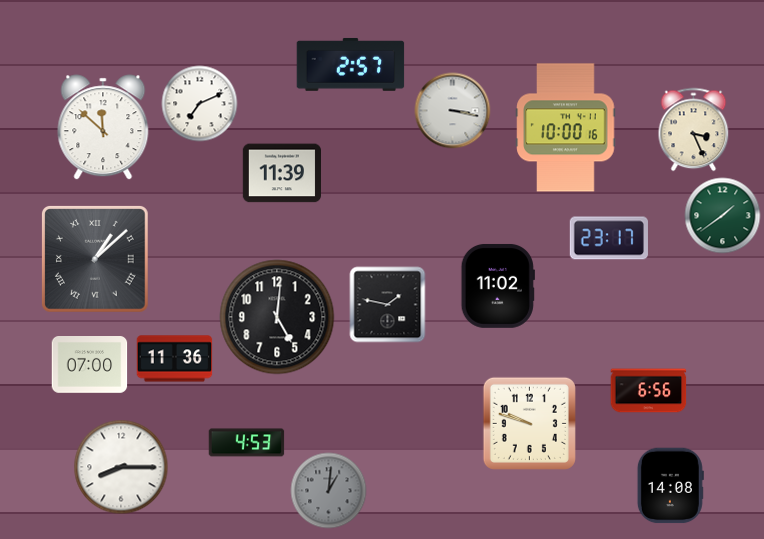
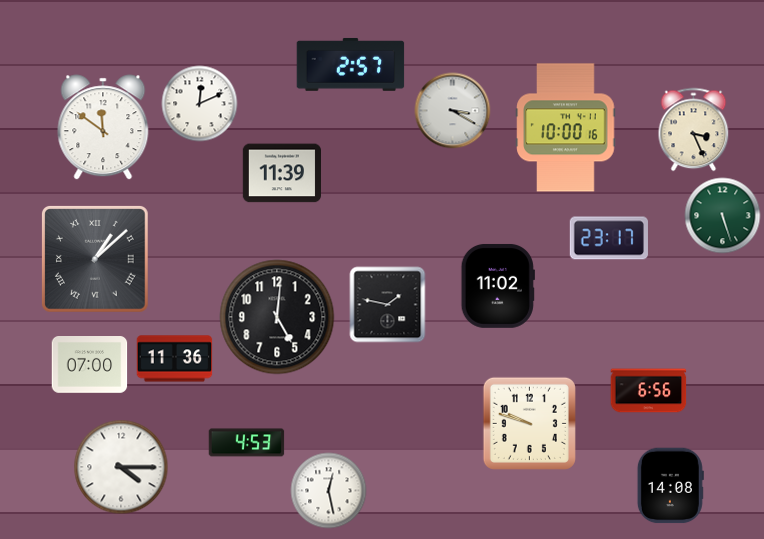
clock at (200, 104): 7:11 -> 12:11
clock at (453, 111): 3:17 -> 3:20
clock at (103, 127): 11:52 -> 11:51
clock at (723, 216): 1:39 -> 5:27
clock at (121, 467): 8:15 -> 4:15
clock at (329, 491): 1:01 -> 12:28
clock at (329, 491) dial: grey -> white
